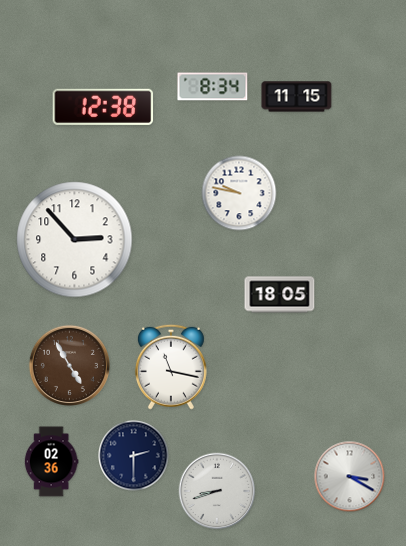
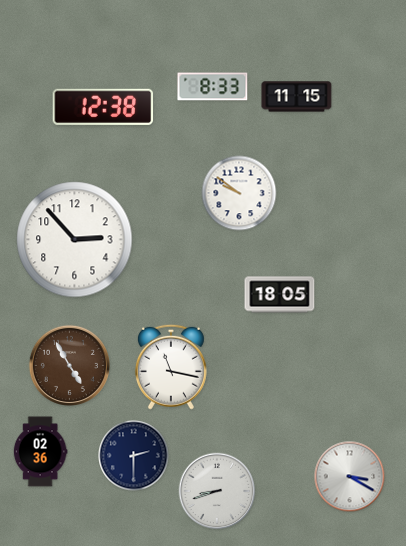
clock at (213, 87): 8:34 -> 8:33
clock at (239, 193): 9:47 -> 9:51
clock at (51, 462) position: (51, 462) -> (40, 452)
